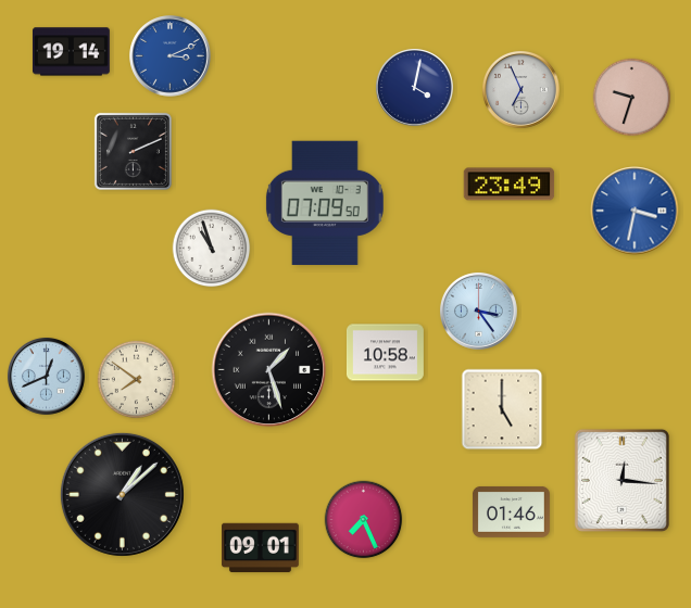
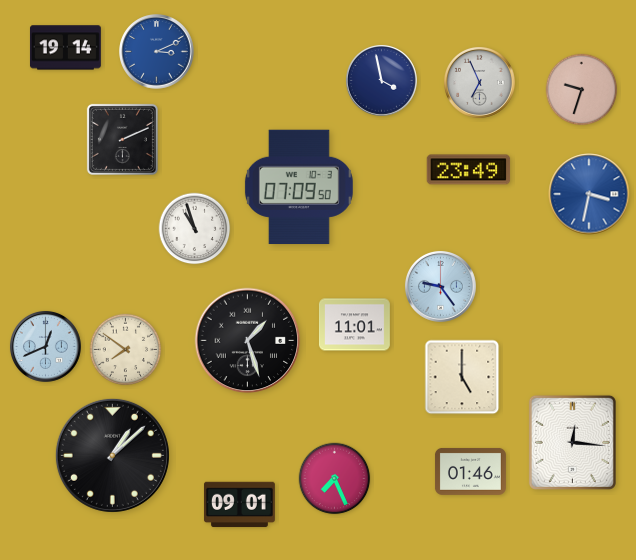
clock at (414, 87): 4:02 -> 3:58
clock at (635, 211) position: (635, 211) -> (589, 194)
clock at (478, 311): 3:24 -> 9:24
clock at (385, 353): 10:58 -> 11:01
clock at (46, 376) position: (46, 376) -> (45, 346)
